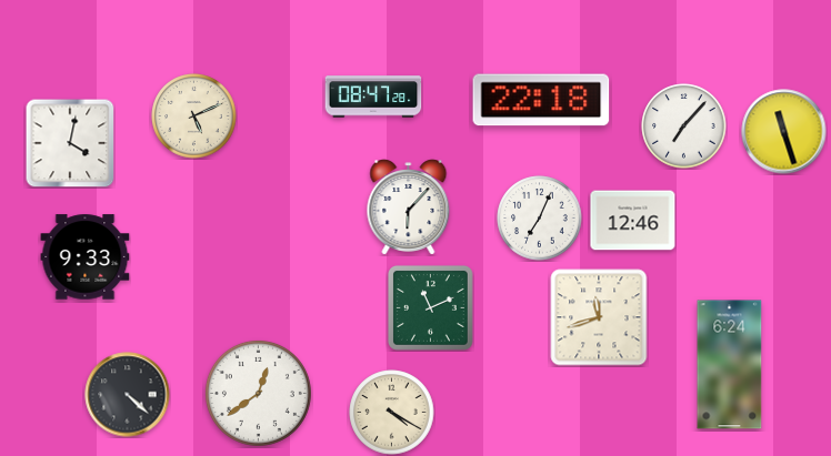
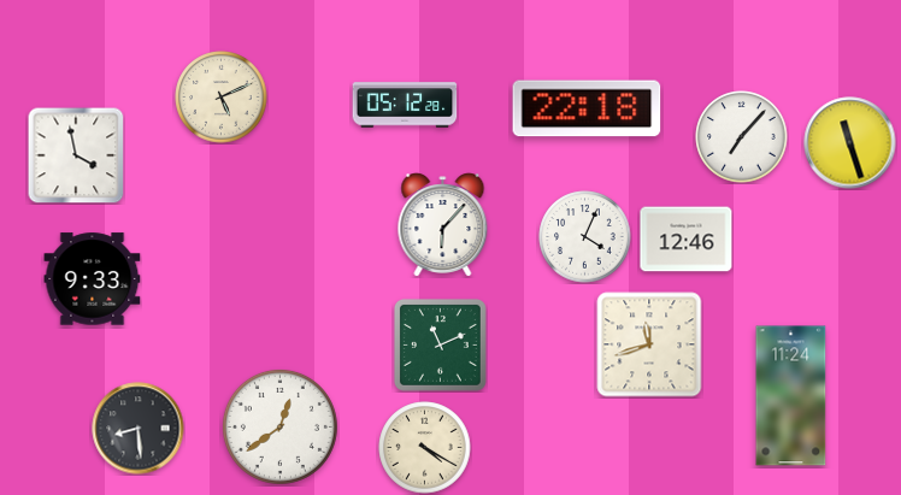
clock at (373, 97): 08:47 -> 05:12
clock at (194, 116) position: (194, 116) -> (222, 98)
clock at (70, 143): 4:02 -> 3:58
clock at (540, 219): 7:04 -> 4:04
clock at (430, 307) position: (430, 307) -> (440, 344)
clock at (730, 365): 6:24 -> 11:24
clock at (128, 395): 4:22 -> 8:29
